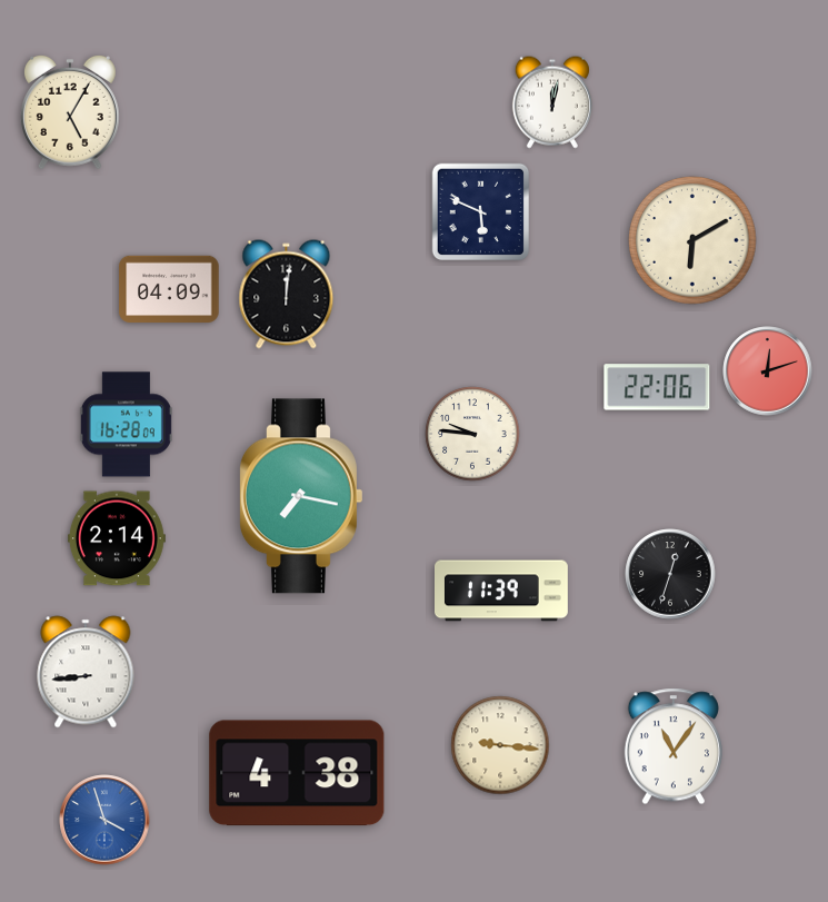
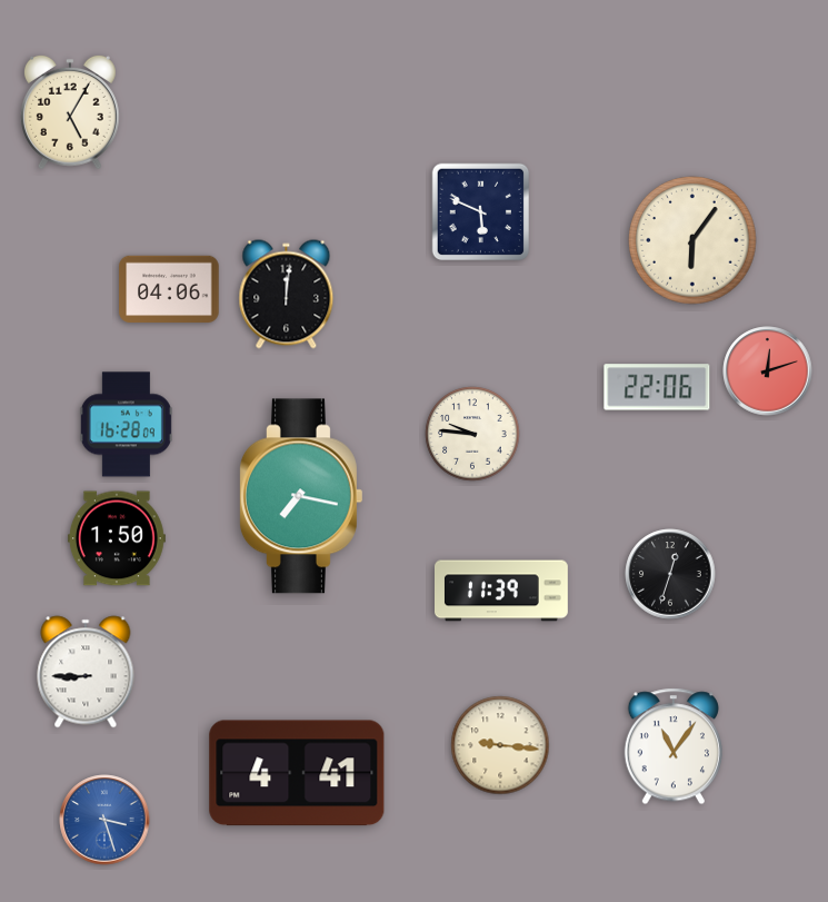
clock at (552, 102): 12:02 -> none
clock at (692, 240): 6:10 -> 6:06
clock at (169, 289): 04:09 -> 04:06
clock at (117, 538): 2:14 -> 1:50
clock at (86, 672): 8:44 -> 8:45
clock at (297, 773): 4:38 -> 4:41
clock at (104, 820): 3:57 -> 3:27
